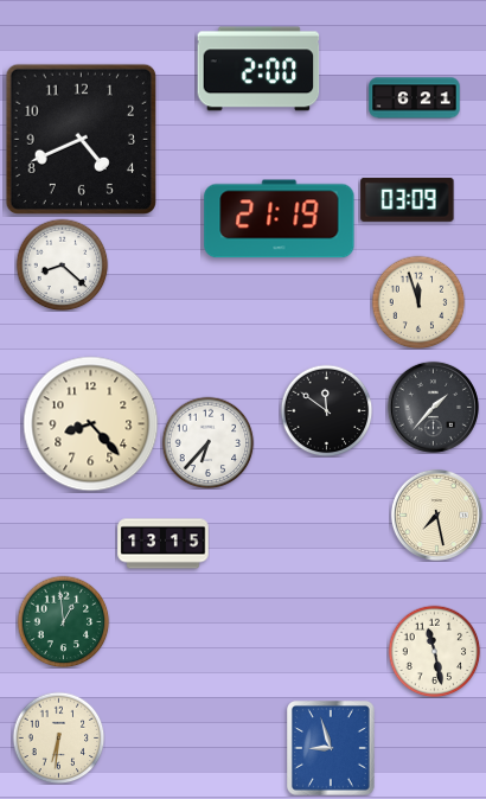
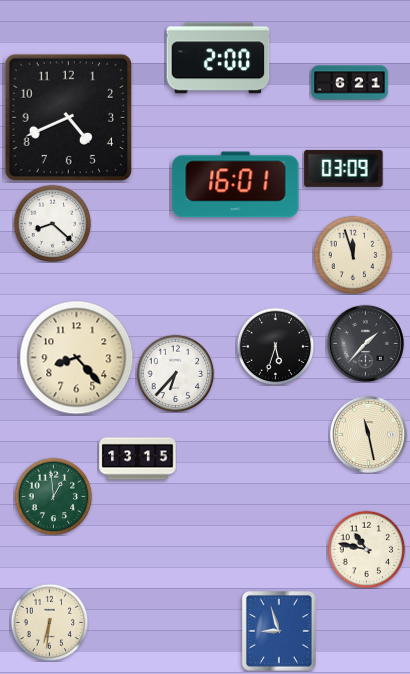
clock at (280, 219): 21:19 -> 16:01
clock at (326, 410): 11:51 -> 5:33
clock at (436, 514): 7:28 -> 11:28
clock at (63, 621) position: (63, 621) -> (53, 496)
clock at (434, 651): 11:28 -> 10:47
